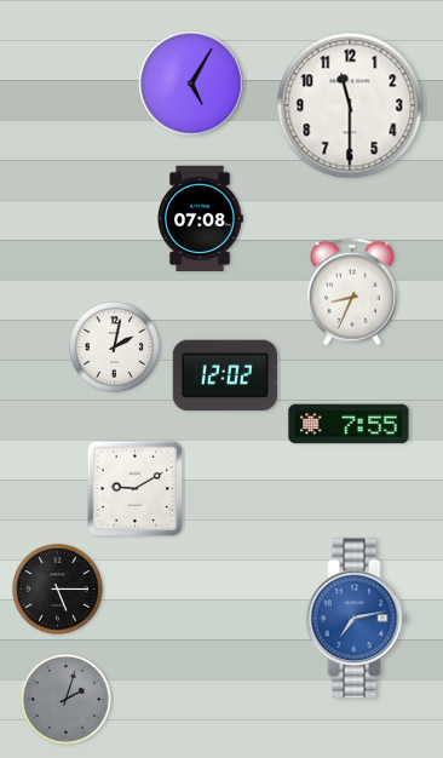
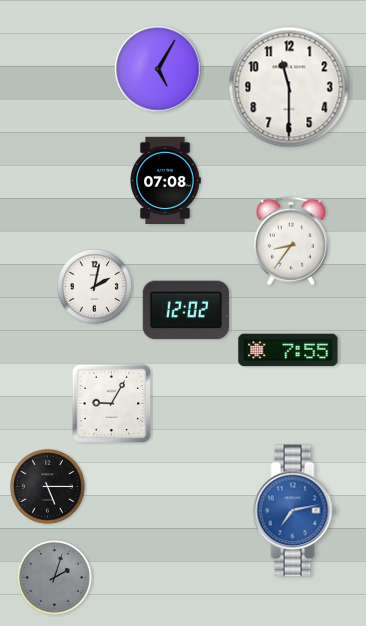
clock at (352, 292): 8:34 -> 8:36
clock at (136, 489): 9:10 -> 9:05
